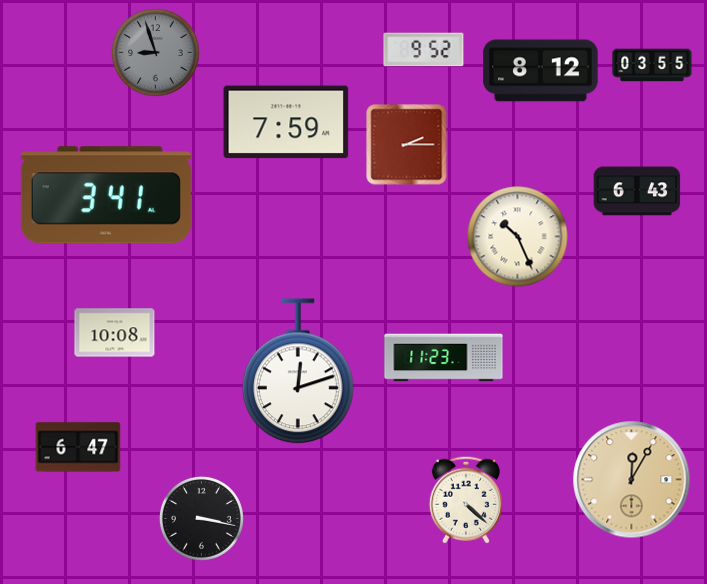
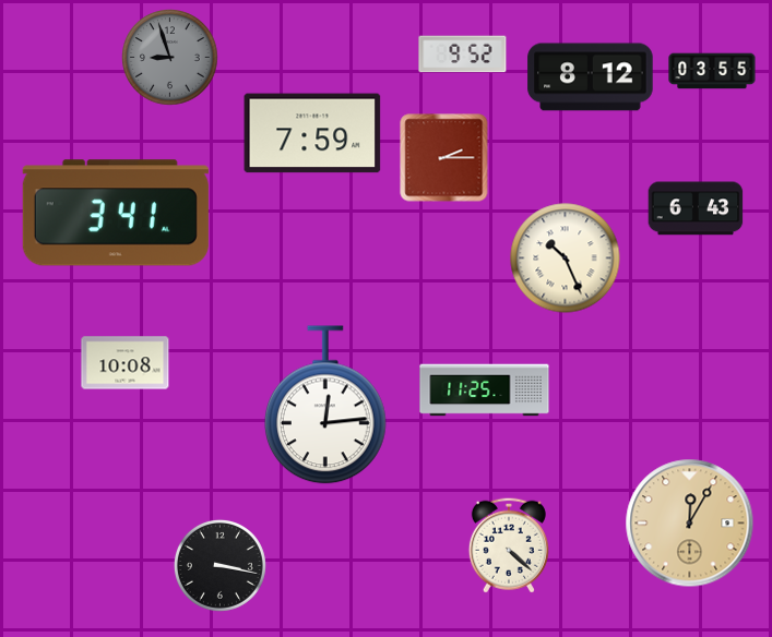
clock at (444, 358): 11:23 -> 11:25
clock at (299, 371): 12:12 -> 12:14
clock at (78, 447): 6:47 -> none
